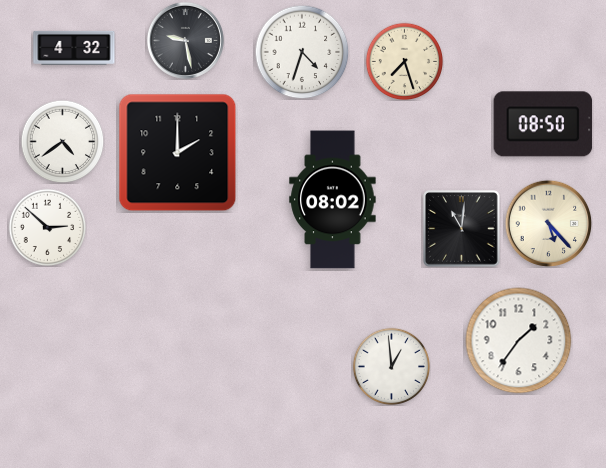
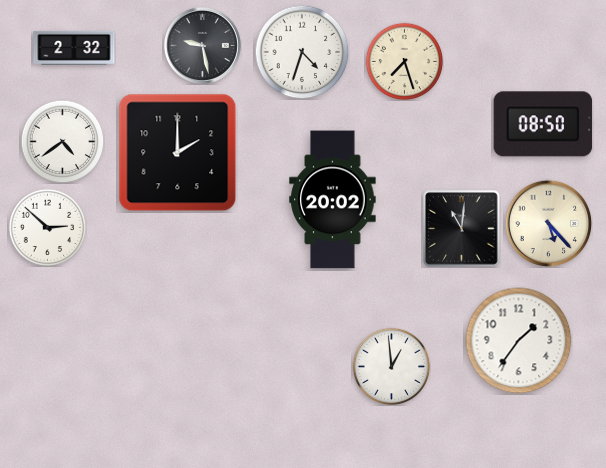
clock at (185, 40) position: (185, 40) -> (202, 45)
clock at (74, 48): 4:32 -> 2:32
clock at (333, 200): 08:02 -> 20:02
